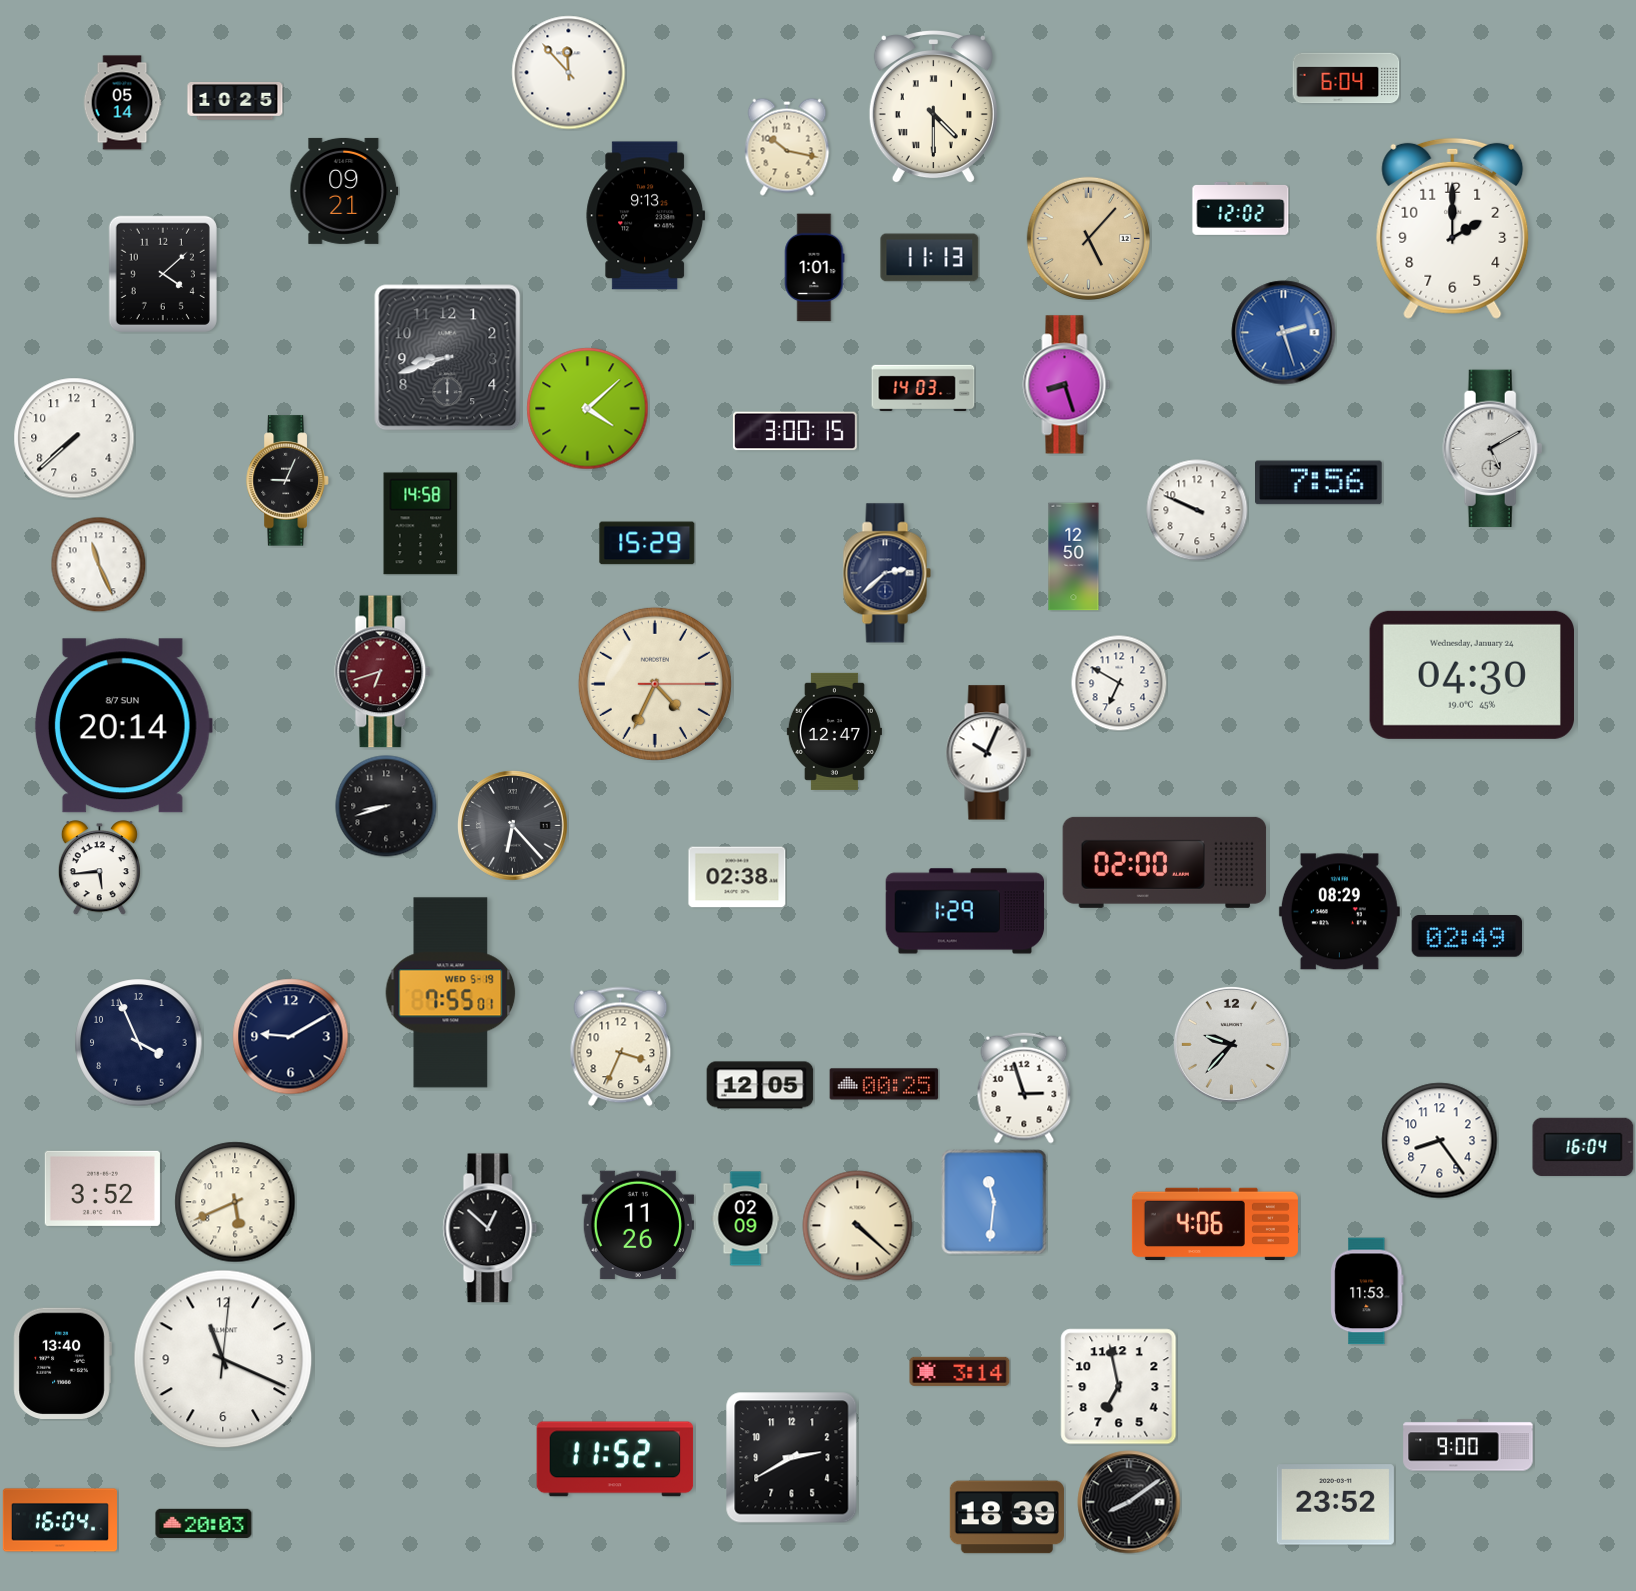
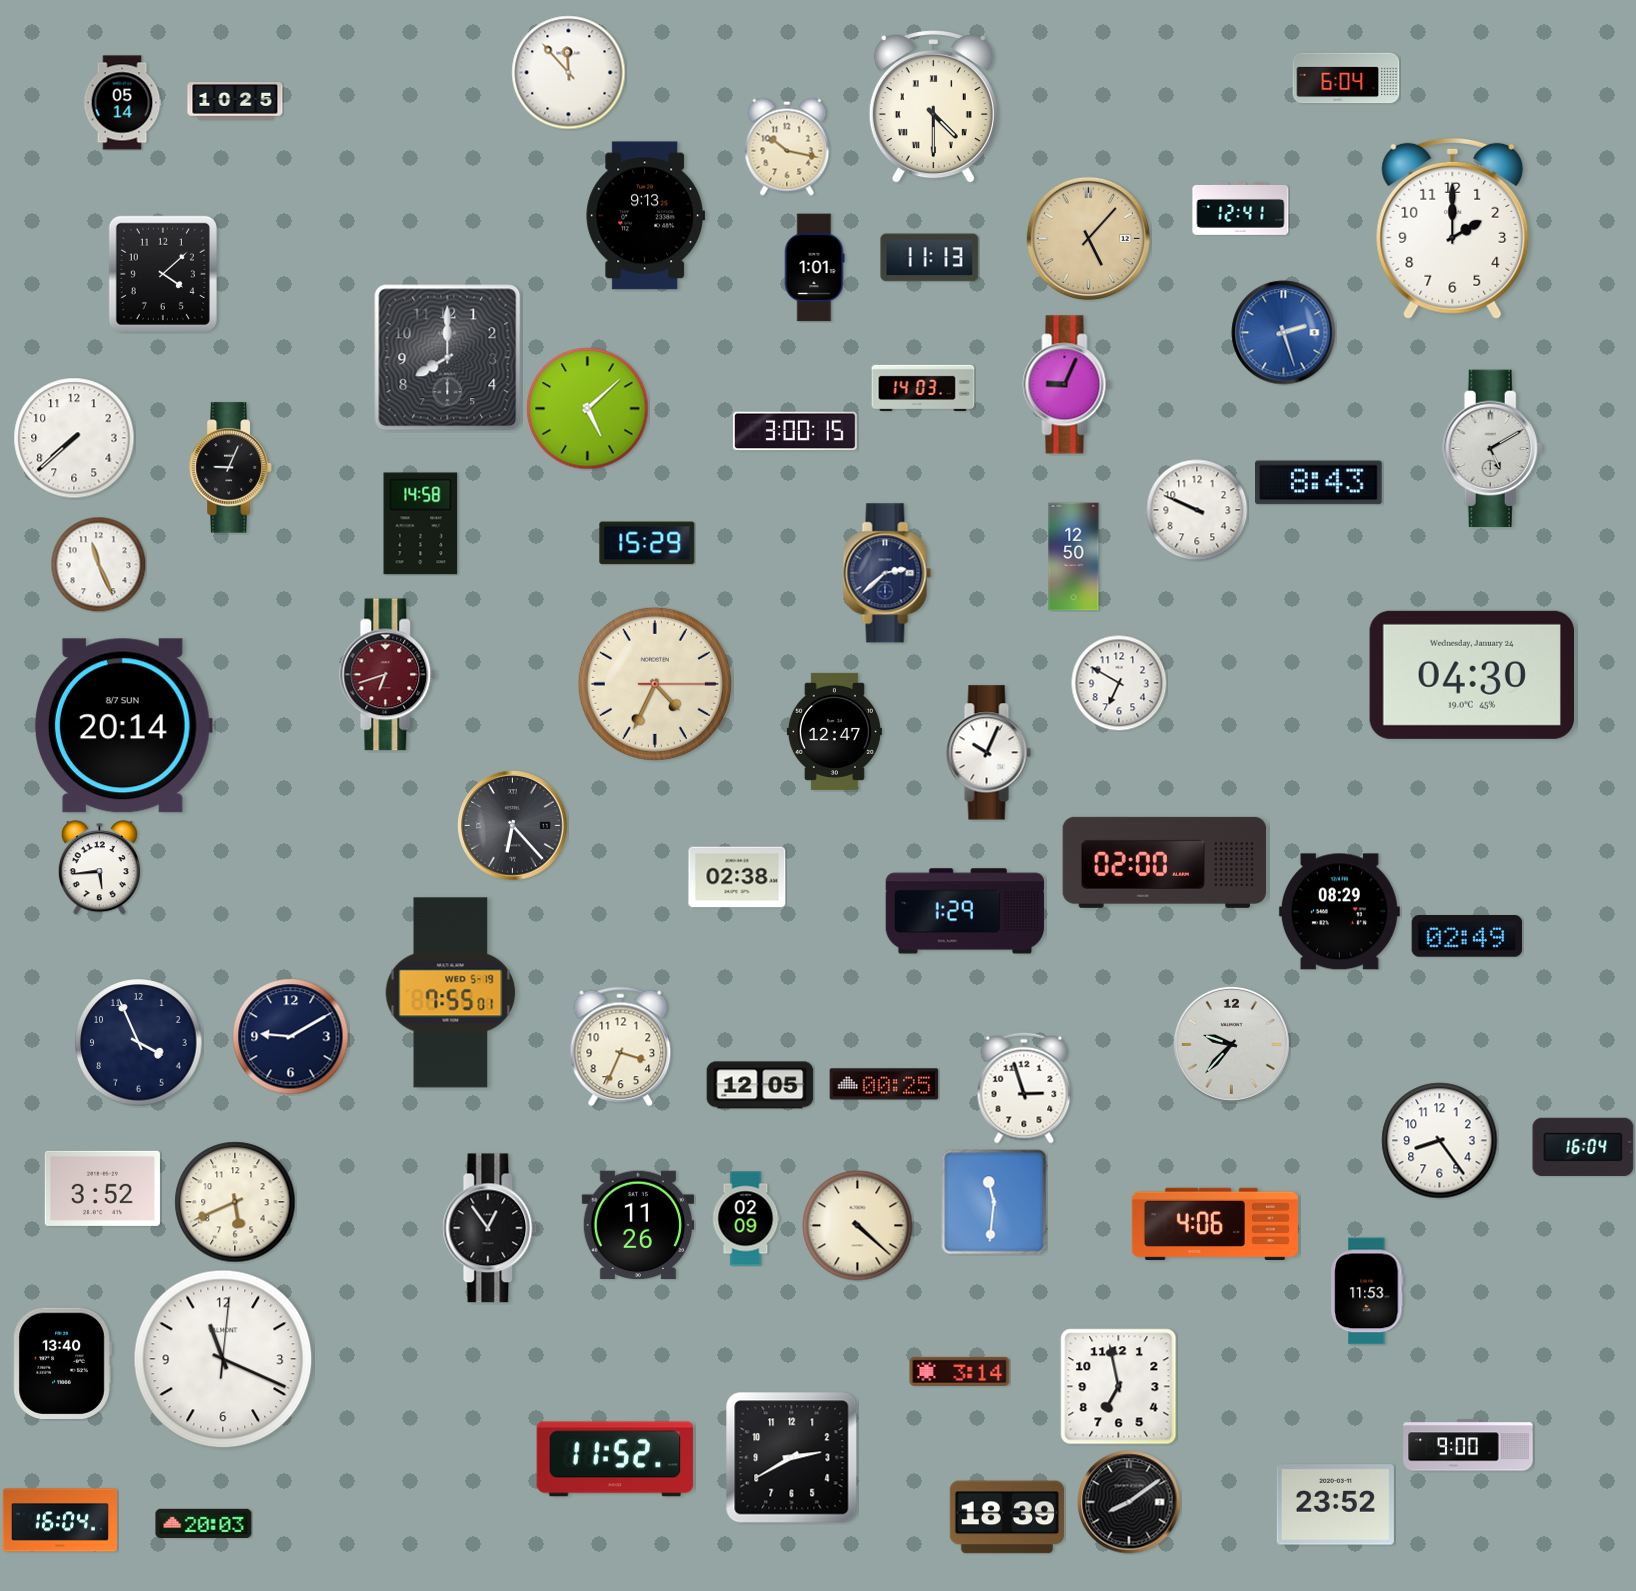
clock at (344, 191): 09:21 -> none
clock at (1241, 208): 12:02 -> 12:41
clock at (448, 358): 8:42 -> 8:00
clock at (1067, 385): 8:27 -> 9:04
clock at (588, 409): 4:08 -> 5:08
clock at (288, 481) position: (288, 481) -> (231, 468)
clock at (1319, 483): 7:56 -> 8:43
clock at (383, 672) position: (383, 672) -> (388, 675)
clock at (386, 806): 8:42 -> none
clock at (490, 1228): 12:52 -> 12:54
